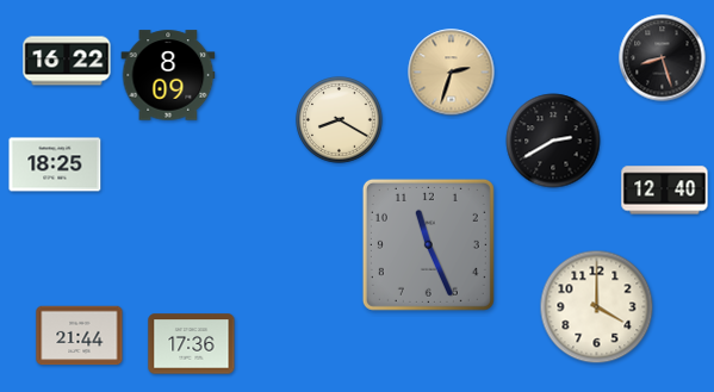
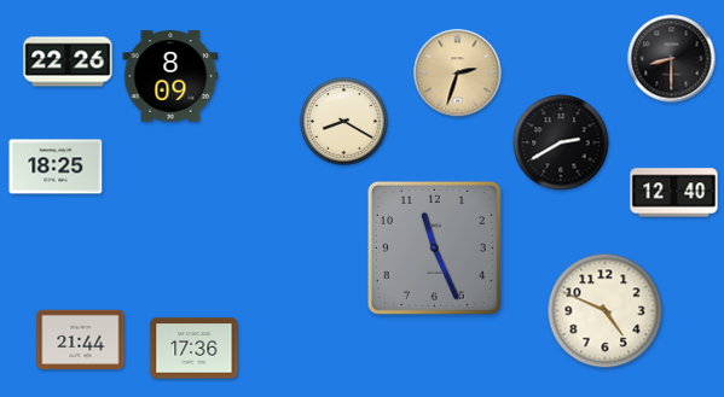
clock at (663, 58): 8:27 -> 8:30
clock at (67, 61): 16:22 -> 22:26
clock at (597, 307): 4:00 -> 4:49
